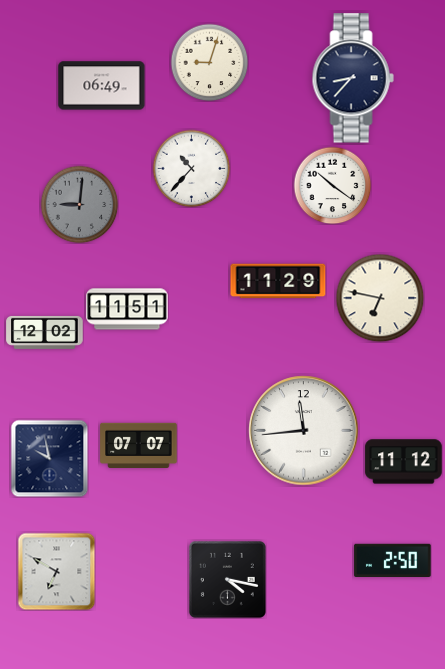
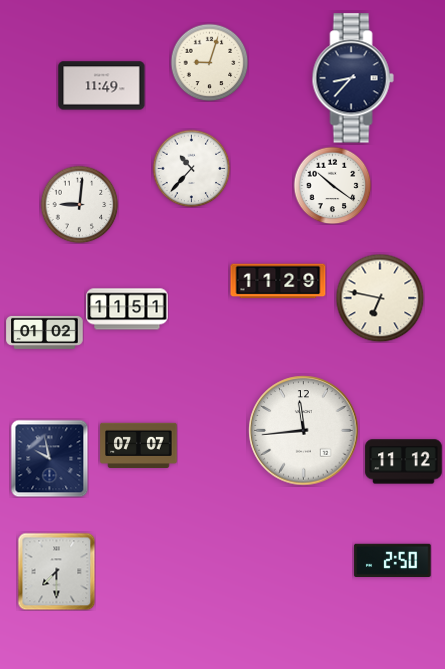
clock at (102, 86): 06:49 -> 11:49
clock at (79, 204) dial: grey -> white
clock at (45, 332): 12:02 -> 01:02
clock at (56, 571): 6:50 -> 7:30
clock at (227, 579): 4:17 -> none
